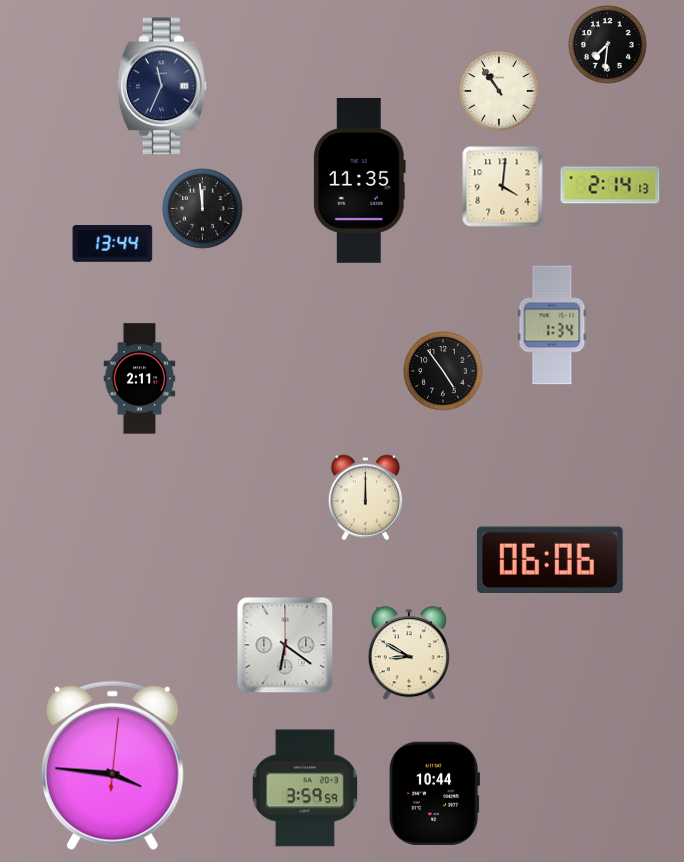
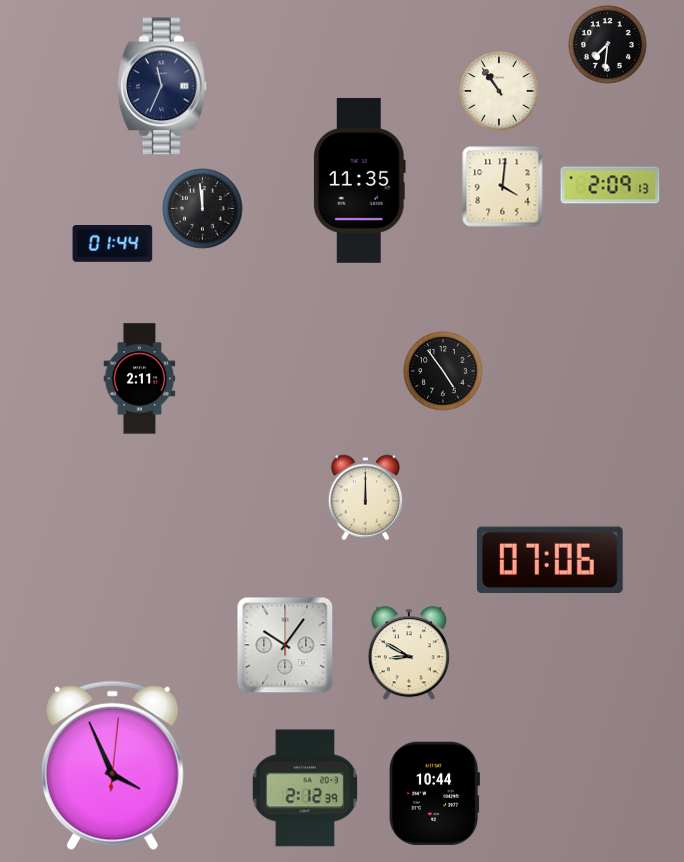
clock at (610, 185): 2:14 -> 2:09
clock at (113, 244): 13:44 -> 01:44
clock at (552, 325): 1:34 -> none
clock at (550, 559): 06:06 -> 07:06
clock at (285, 645): 6:21 -> 10:06
clock at (112, 766): 3:46 -> 3:56
clock at (305, 788): 3:59 -> 2:12
